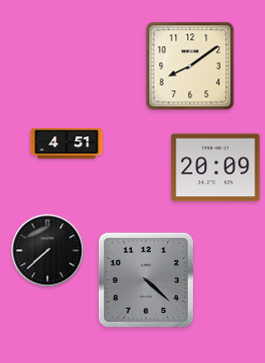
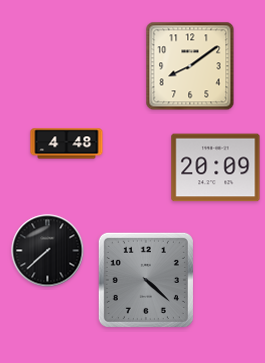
clock at (67, 144): 4:51 -> 4:48
